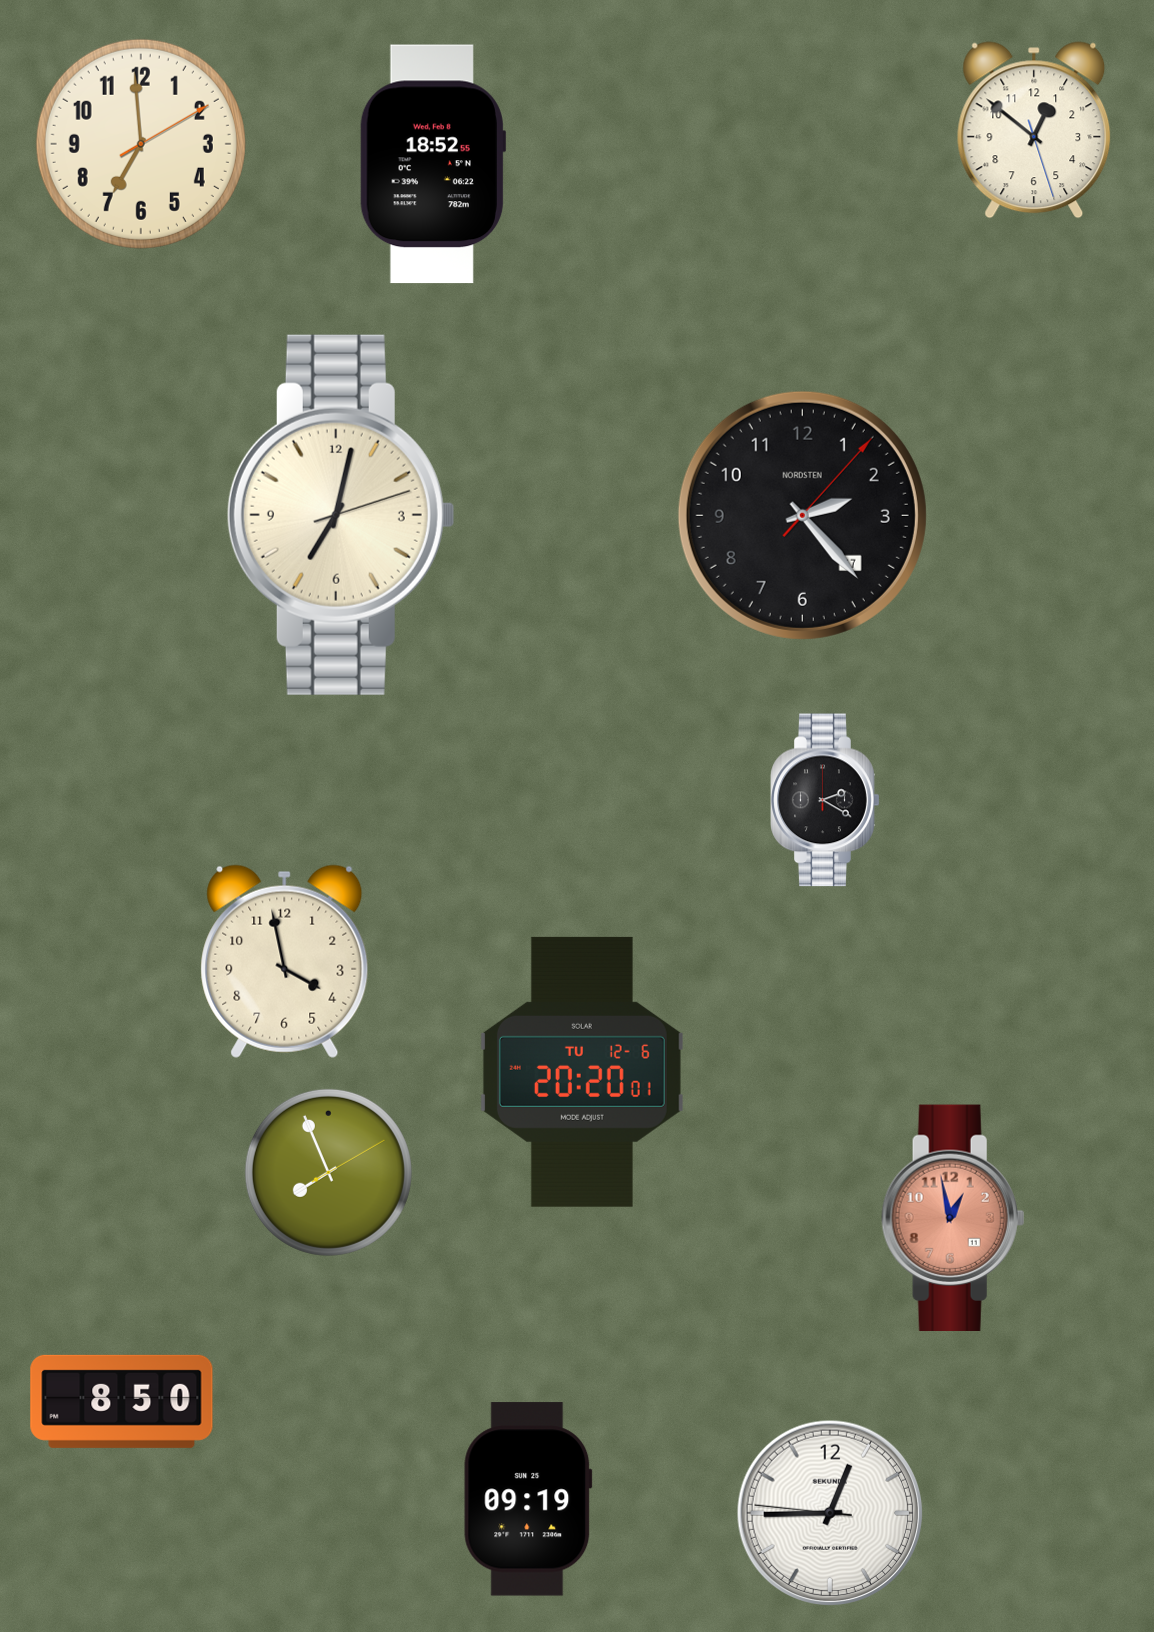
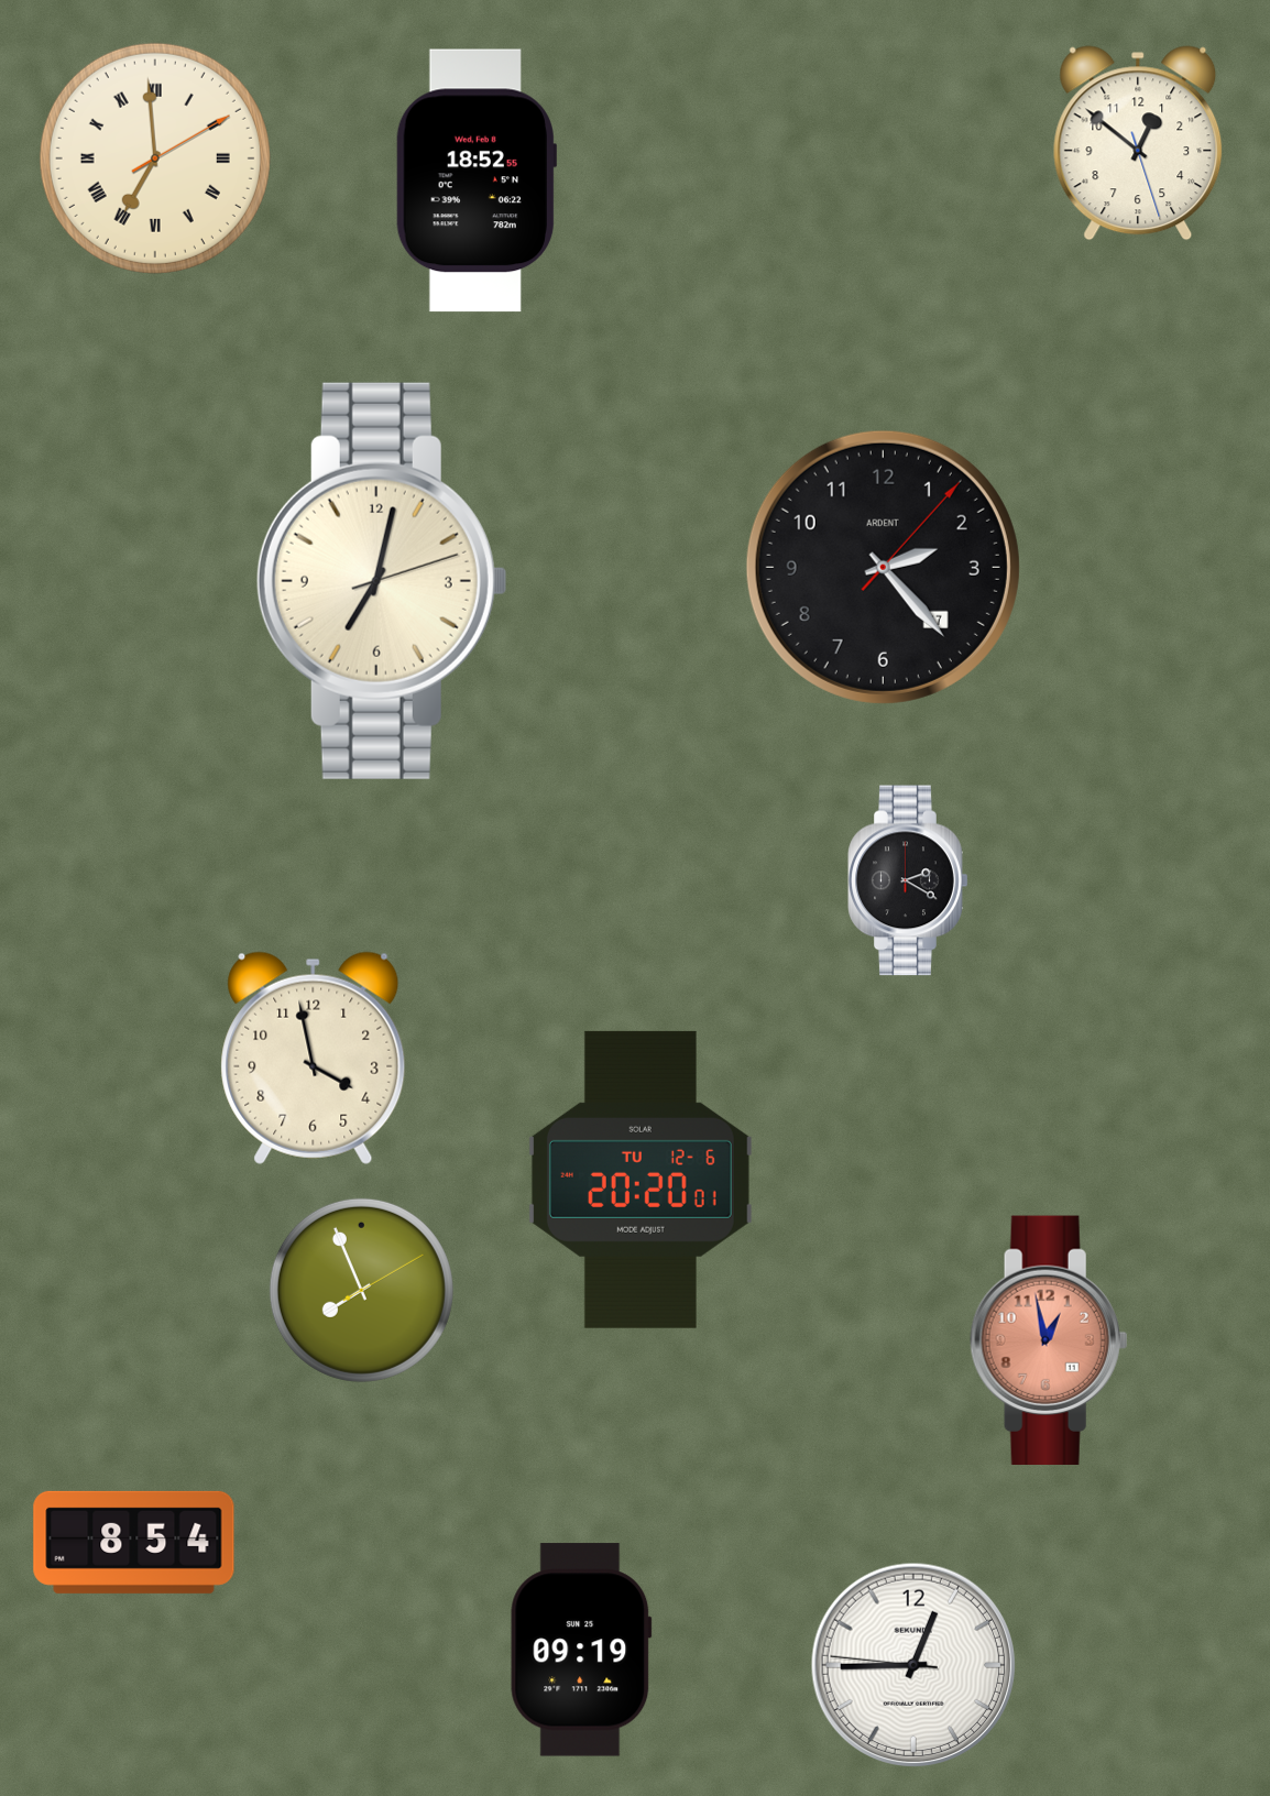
clock at (141, 144) numerals: Arabic -> Roman
clock at (341, 515) position: (341, 515) -> (382, 581)
clock at (802, 515) brand: NORDSTEN -> ARDENT
clock at (122, 1401): 8:50 -> 8:54
